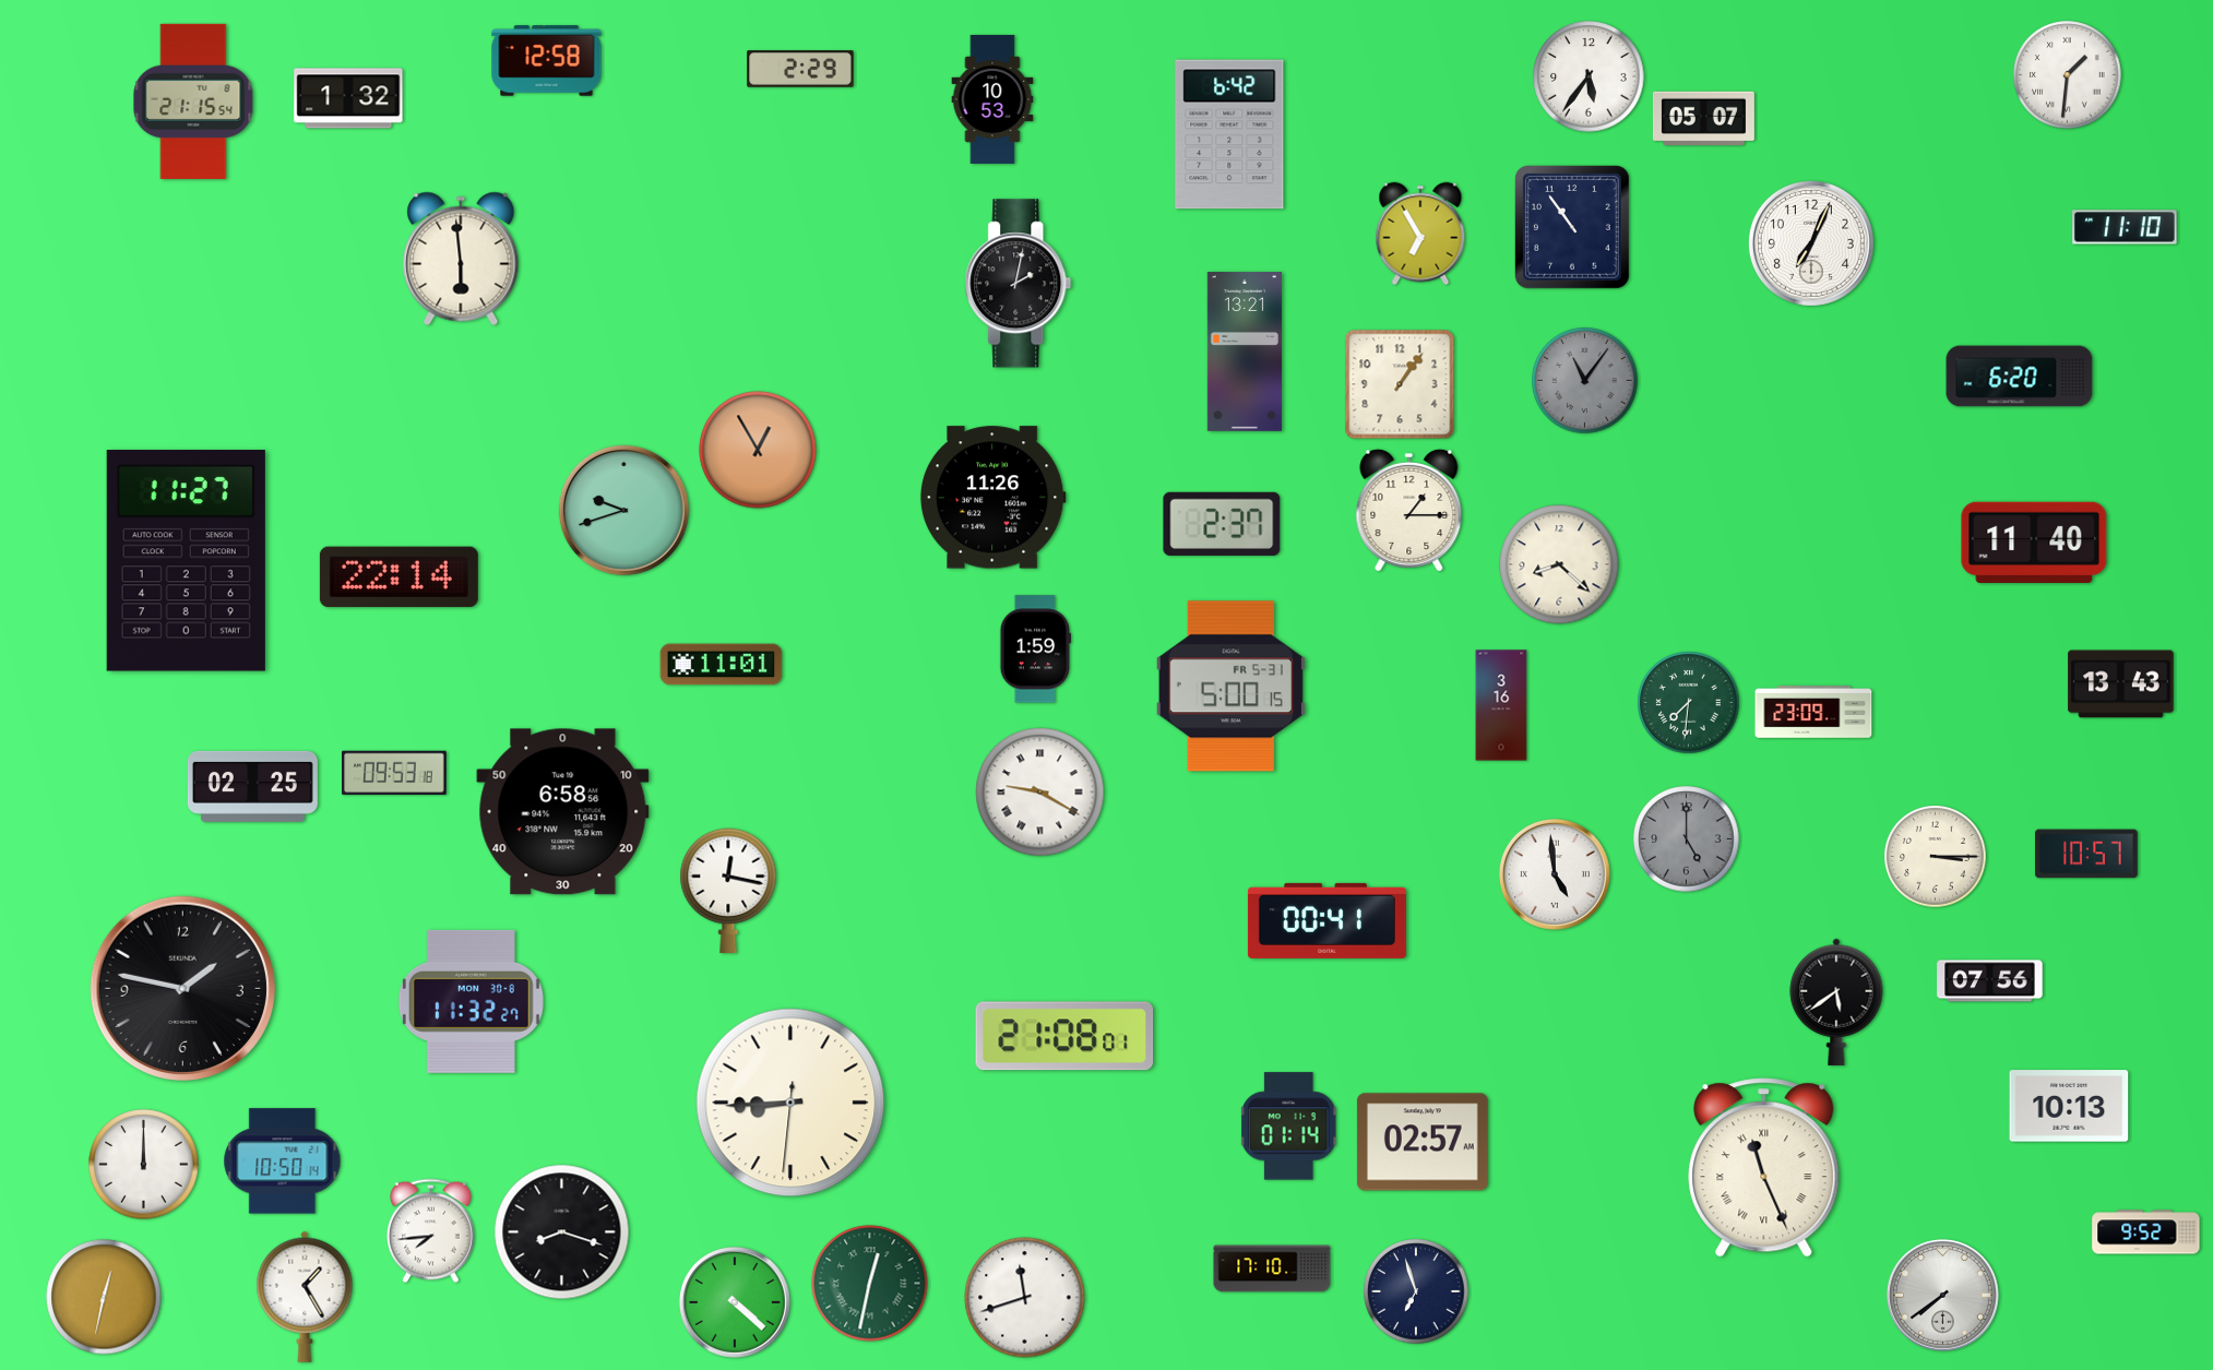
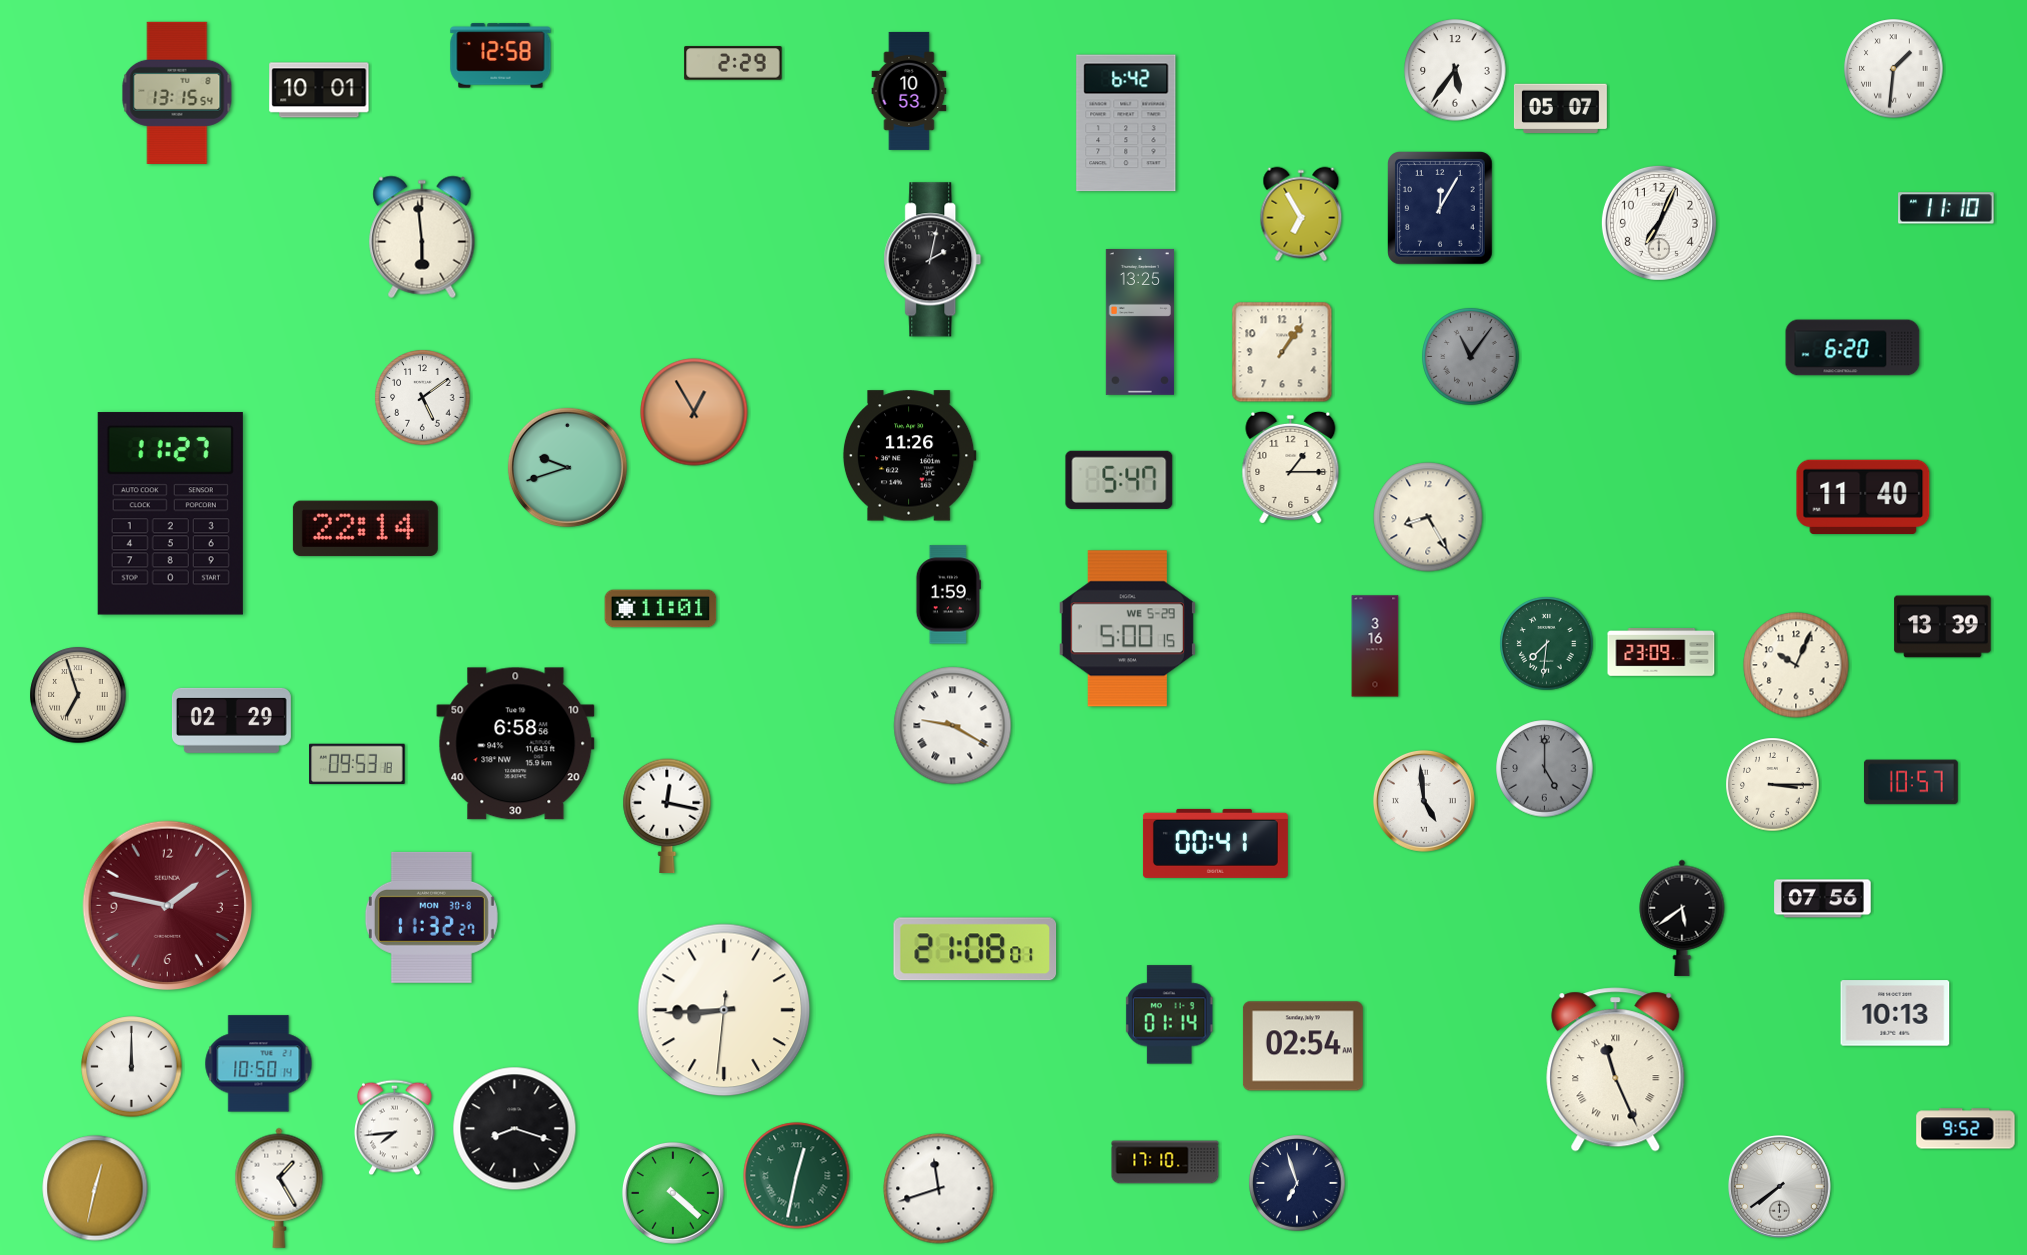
clock at (348, 98): 1:32 -> 10:01
clock at (193, 102): 21:15 -> 13:15
clock at (1573, 228): 10:54 -> 12:05
clock at (1245, 352): 13:21 -> 13:25
clock at (2020, 377) position: (2020, 377) -> (1853, 348)
clock at (1585, 381) position: (1585, 381) -> (1471, 357)
clock at (423, 398): none -> 5:09
clock at (623, 510) position: (623, 510) -> (567, 467)
clock at (1222, 524): 2:37 -> 5:47
clock at (1559, 564): 8:22 -> 8:25
clock at (2121, 684): 13:43 -> 13:39
clock at (1230, 687) date: FR 5-31 -> WE 5-29
clock at (1796, 665): none -> 10:04
clock at (78, 695): none -> 6:57
clock at (394, 773) position: (394, 773) -> (357, 764)
clock at (252, 786): 02:25 -> 02:29
clock at (182, 988) dial: black -> burgundy
clock at (1288, 1127) position: (1288, 1127) -> (1169, 1015)
clock at (1423, 1142): 02:57 -> 02:54
